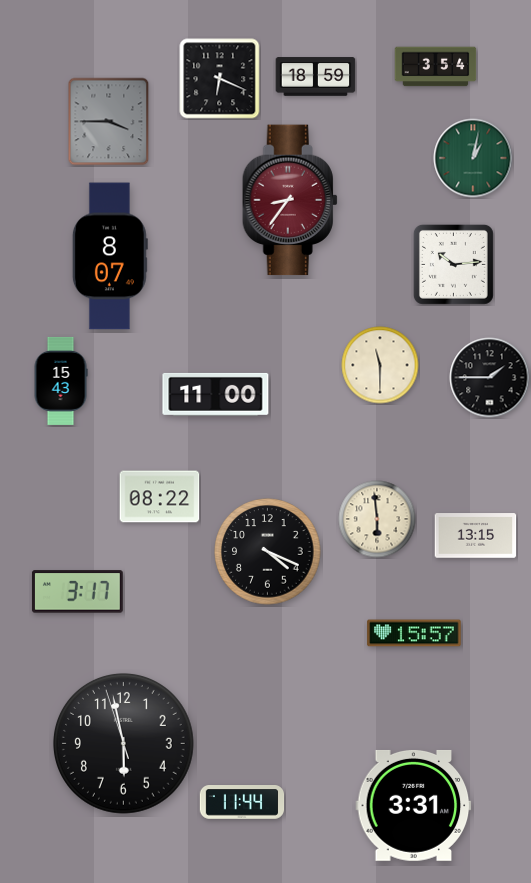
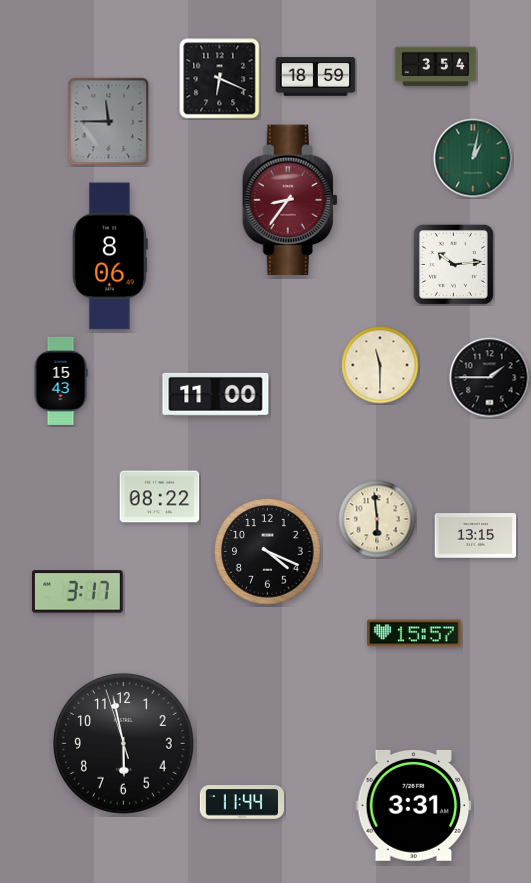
clock at (109, 122): 3:45 -> 11:45
clock at (110, 256): 8:07 -> 8:06
